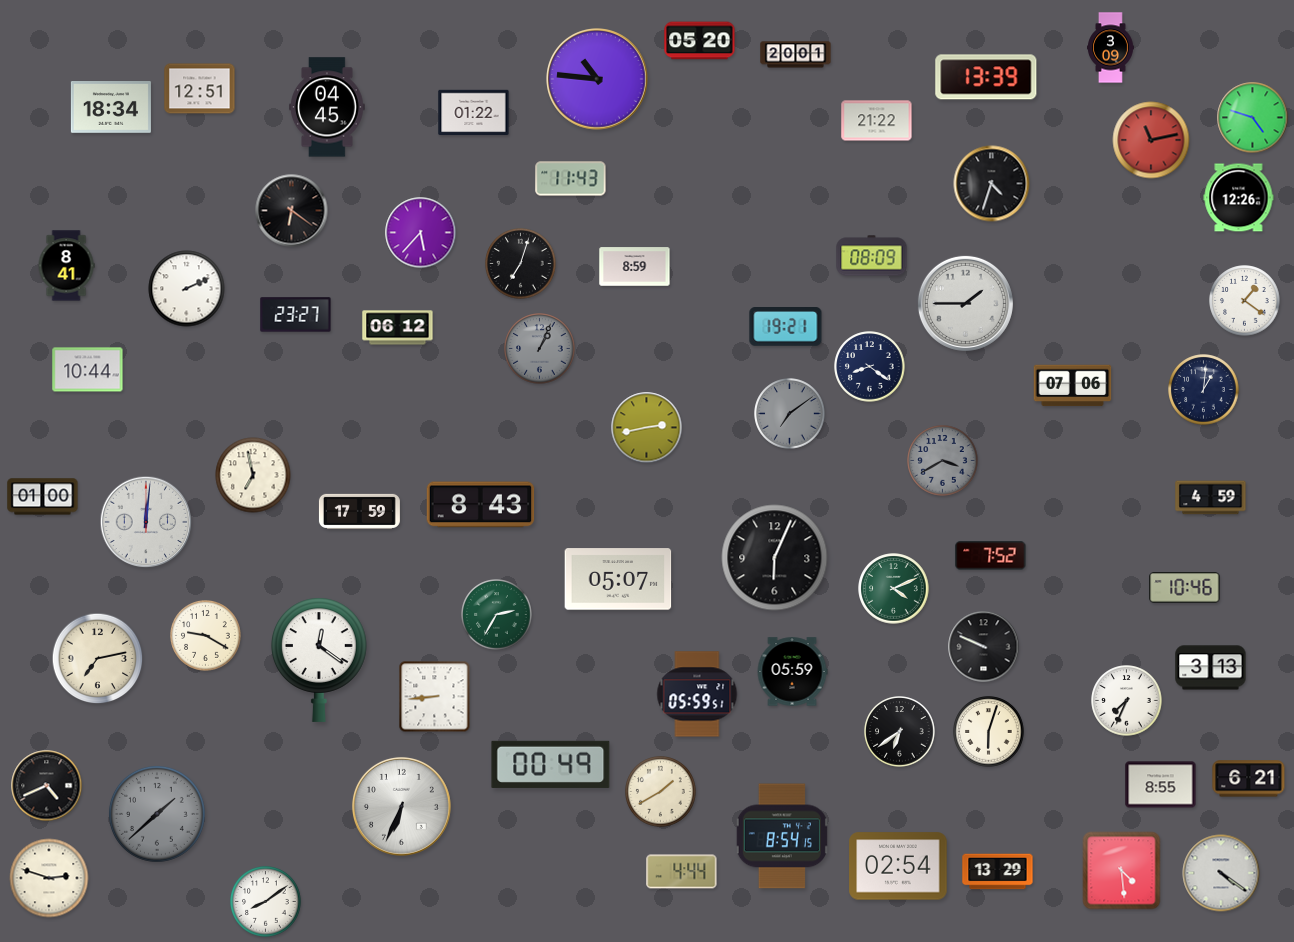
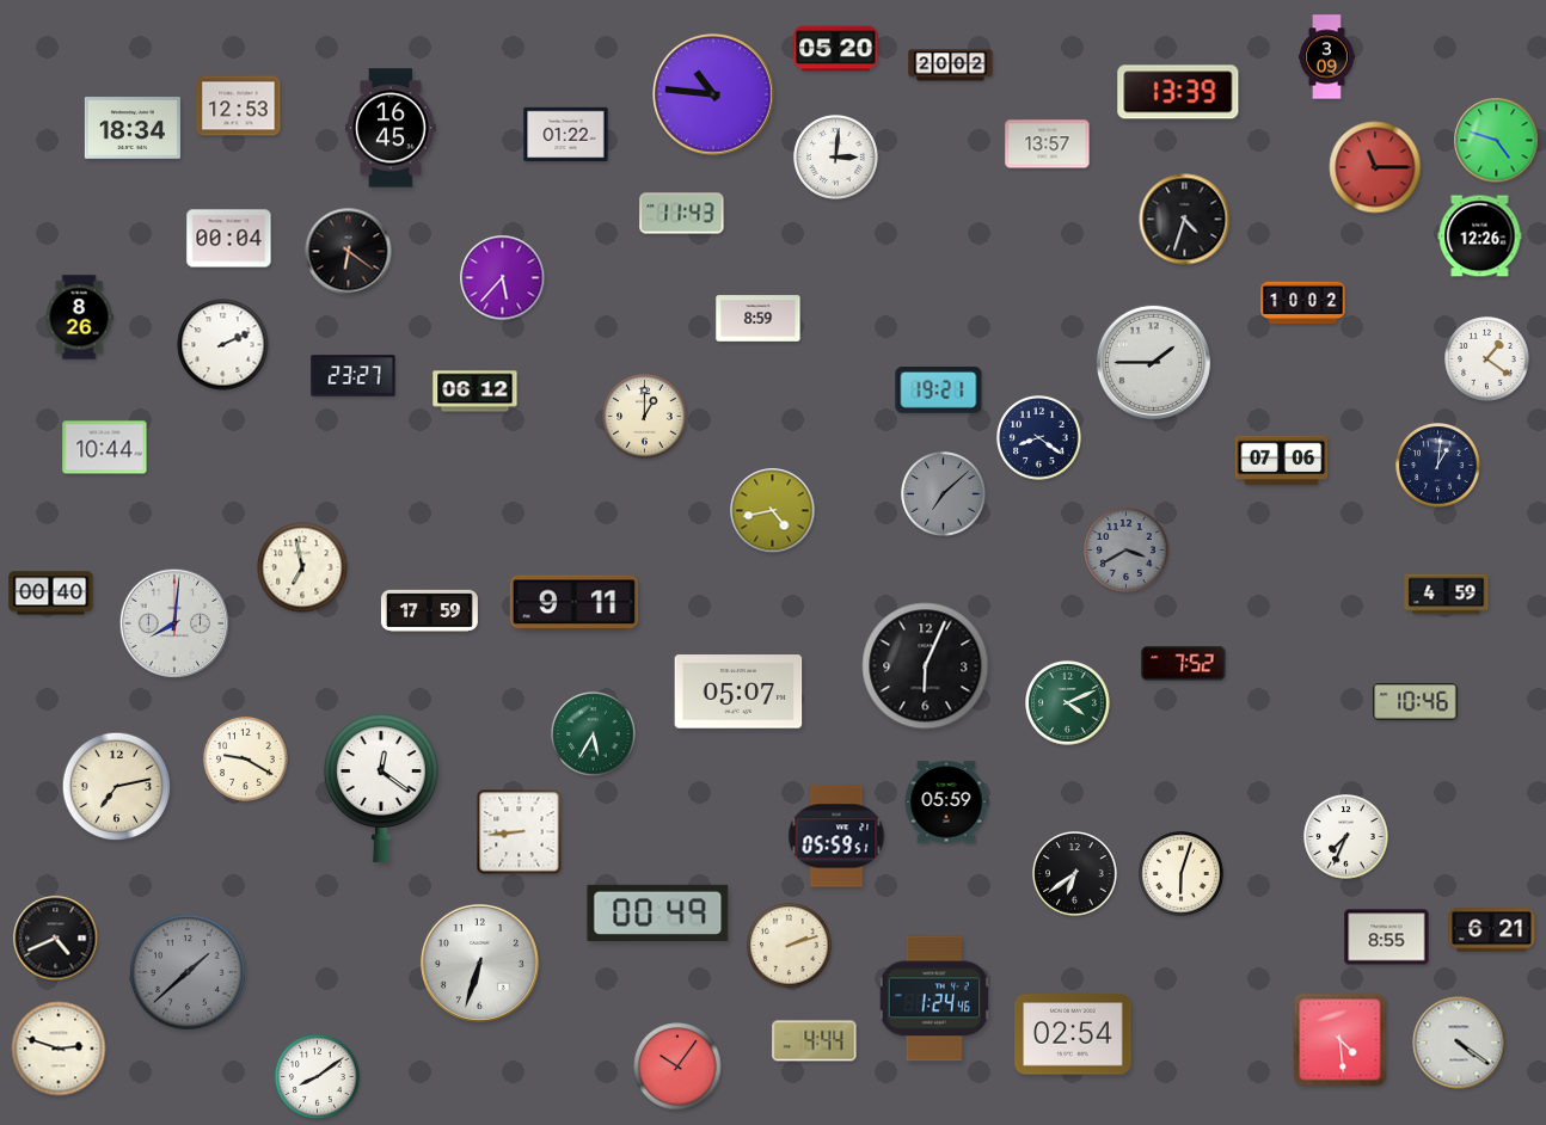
clock at (796, 55): 20:01 -> 20:02
clock at (200, 89): 12:51 -> 12:53
clock at (328, 107): 04:45 -> 16:45
clock at (877, 121): 21:22 -> 13:57
clock at (836, 158): none -> 3:01
clock at (1151, 140): 11:13 -> 11:15
clock at (229, 239): none -> 00:04
clock at (1303, 303): none -> 10:02
clock at (872, 256): 08:09 -> none
clock at (521, 264): 7:03 -> none
clock at (66, 266): 8:41 -> 8:26
clock at (540, 349): 1:04 -> 1:00
clock at (540, 349) dial: grey -> cream
clock at (88, 370) position: (88, 370) -> (105, 448)
clock at (790, 414): 7:09 -> 7:08
clock at (647, 428): 2:43 -> 4:43
clock at (43, 497): 01:00 -> 00:40
clock at (481, 505): 8:43 -> 9:11
clock at (146, 522): 12:01 -> 8:01
clock at (497, 615): 2:35 -> 5:35
clock at (984, 647): 9:49 -> none
clock at (1211, 668): 3:13 -> none
clock at (697, 694) position: (697, 694) -> (836, 836)
clock at (661, 792): 1:40 -> 2:12
clock at (401, 806): 6:34 -> 6:33
clock at (782, 836): 8:54 -> 1:24
clock at (998, 872): 13:29 -> none
clock at (677, 1066): none -> 10:06
